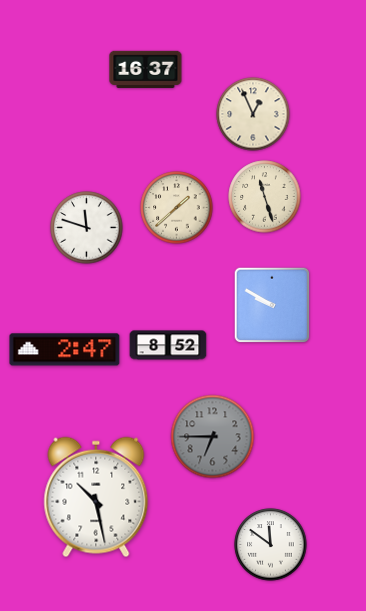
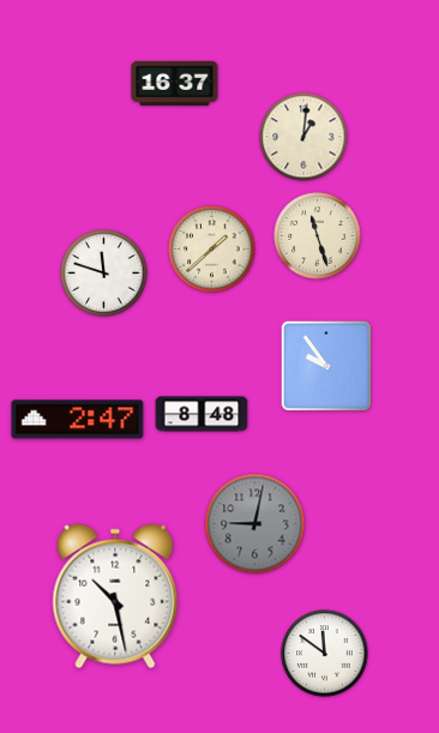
clock at (253, 114): 12:56 -> 1:01
clock at (272, 305): 9:50 -> 9:54
clock at (168, 345): 8:52 -> 8:48
clock at (213, 437): 6:45 -> 9:02
